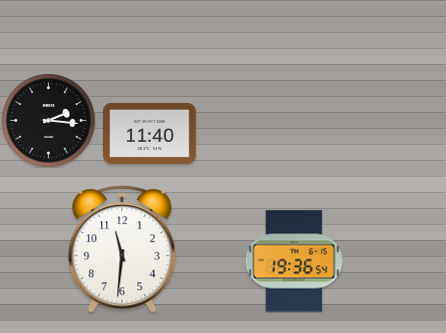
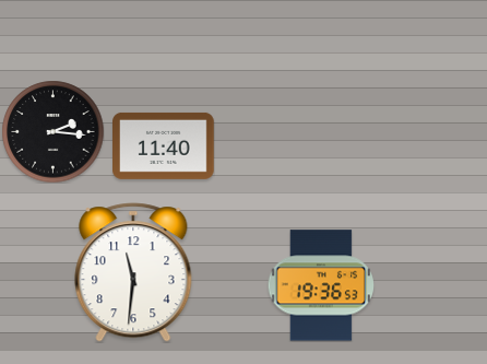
clock at (293, 261): 19:36:54 -> 19:36:53
